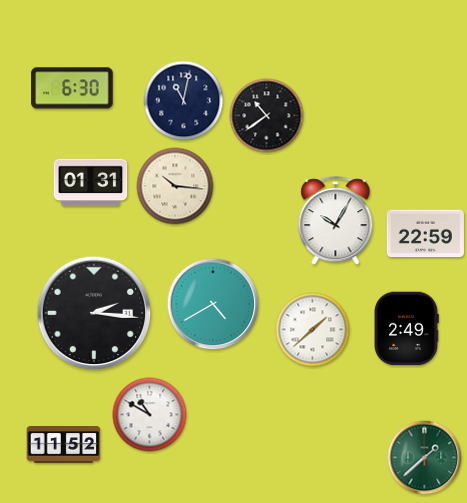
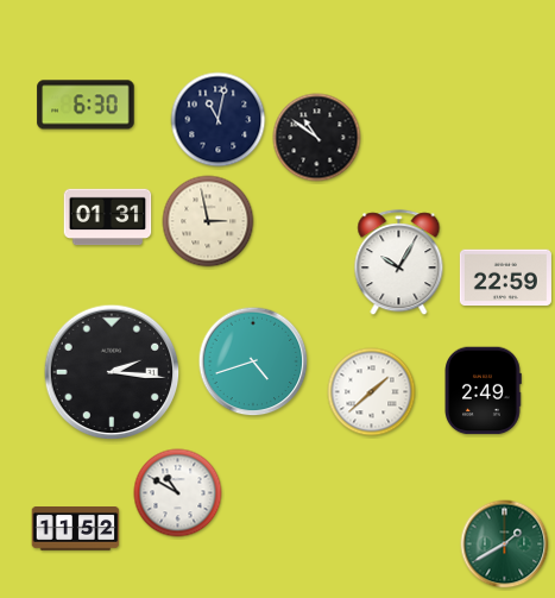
clock at (267, 116): 10:39 -> 10:51
clock at (175, 186): 10:16 -> 2:58
clock at (213, 304): 4:40 -> 4:42
clock at (425, 458): 1:38 -> 1:40
